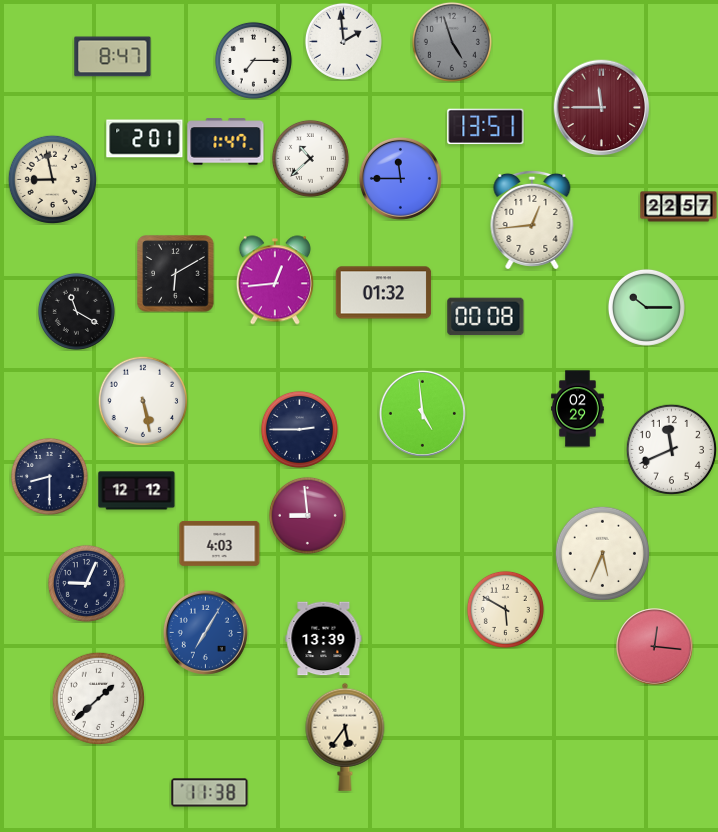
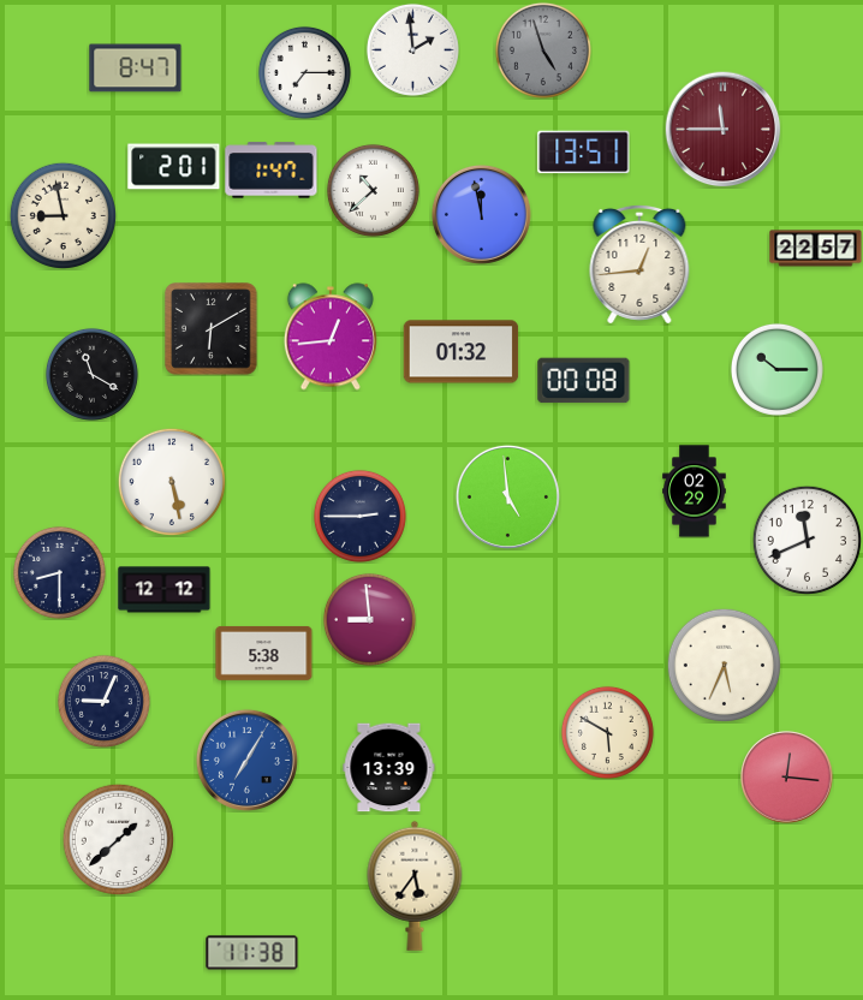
clock at (400, 178): 11:45 -> 11:58
clock at (220, 543): 4:03 -> 5:38
